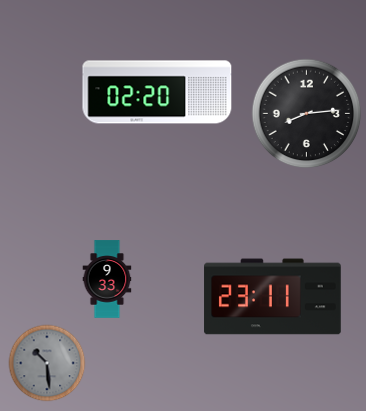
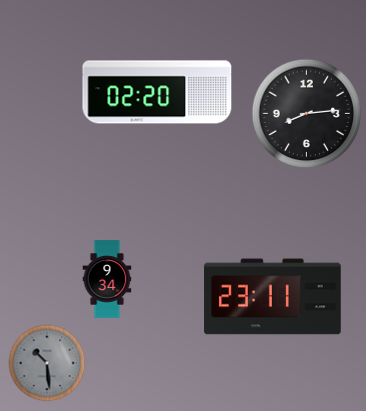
clock at (107, 279): 9:33 -> 9:34
